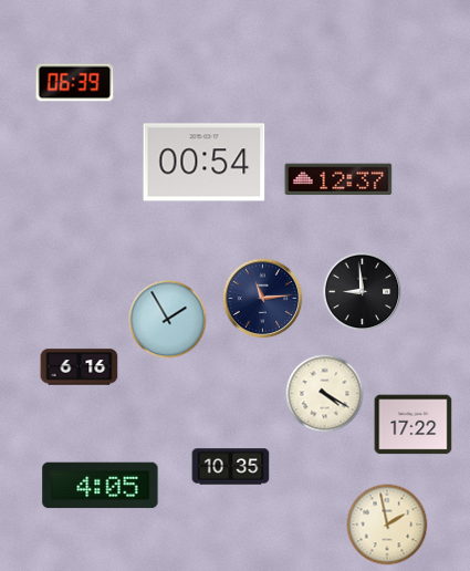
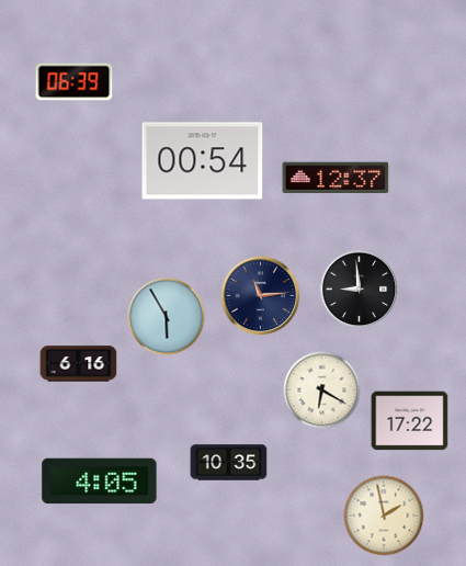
clock at (168, 320): 1:55 -> 5:55
clock at (325, 394): 4:20 -> 6:20
clock at (387, 525) position: (387, 525) -> (384, 516)
